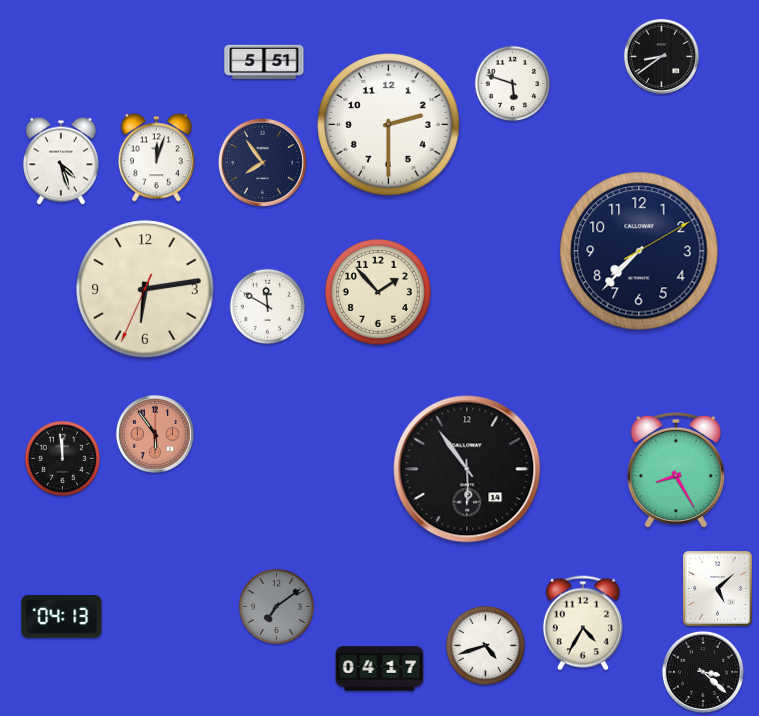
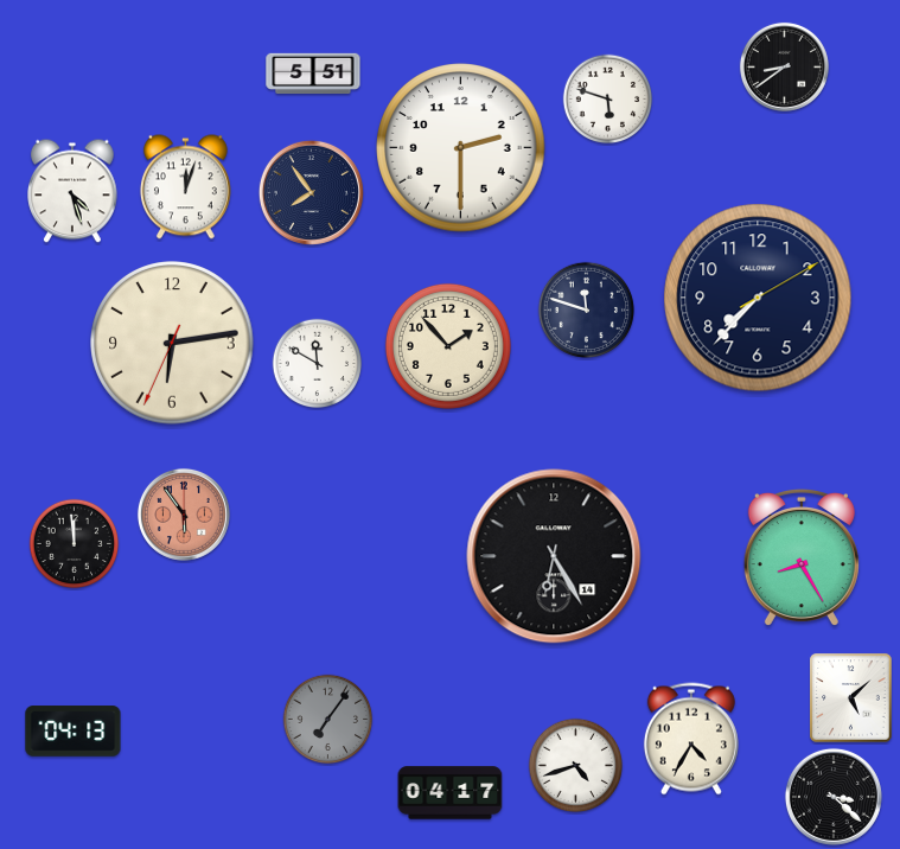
clock at (587, 311): none -> 11:48
clock at (467, 469): 5:54 -> 6:25
clock at (277, 607): 7:09 -> 7:06
